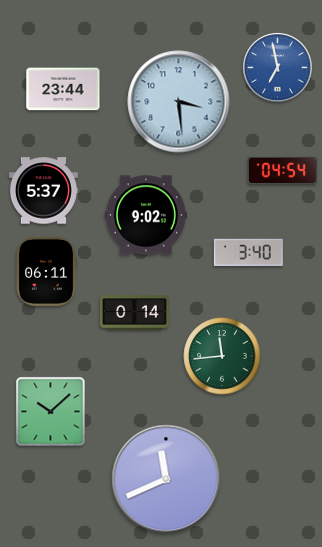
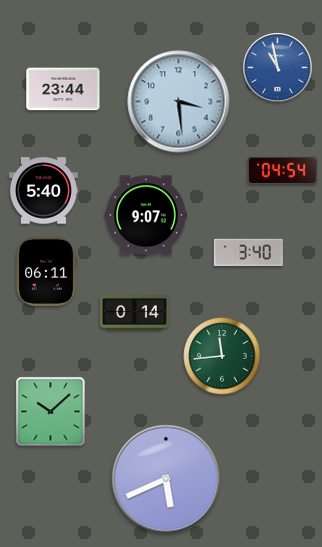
clock at (278, 68): 6:58 -> 10:58
clock at (43, 191): 5:37 -> 5:40
clock at (146, 215): 9:02 -> 9:07
clock at (166, 479): 11:41 -> 5:41
